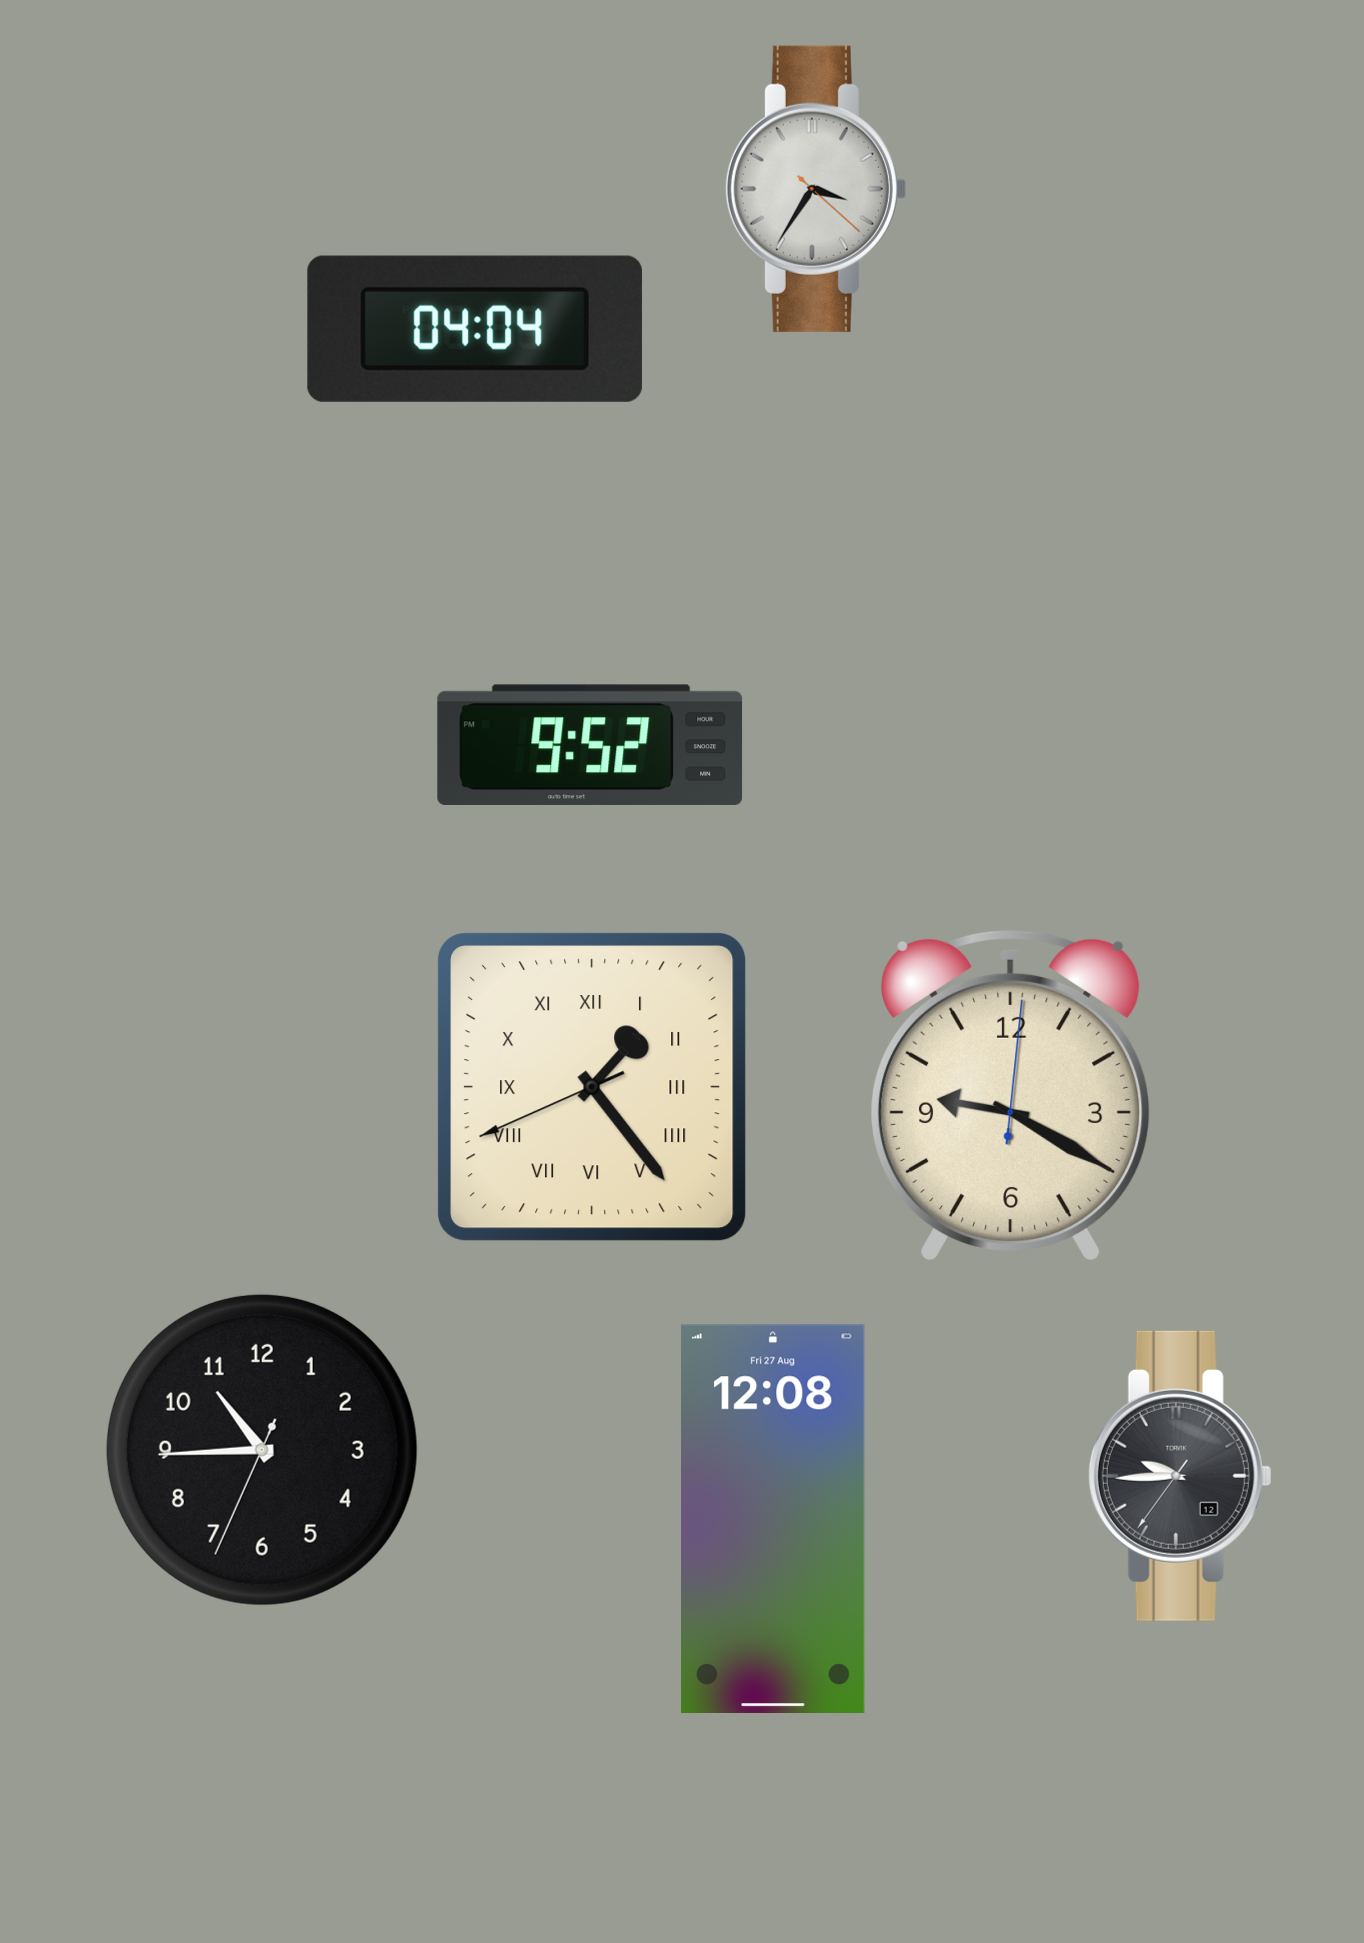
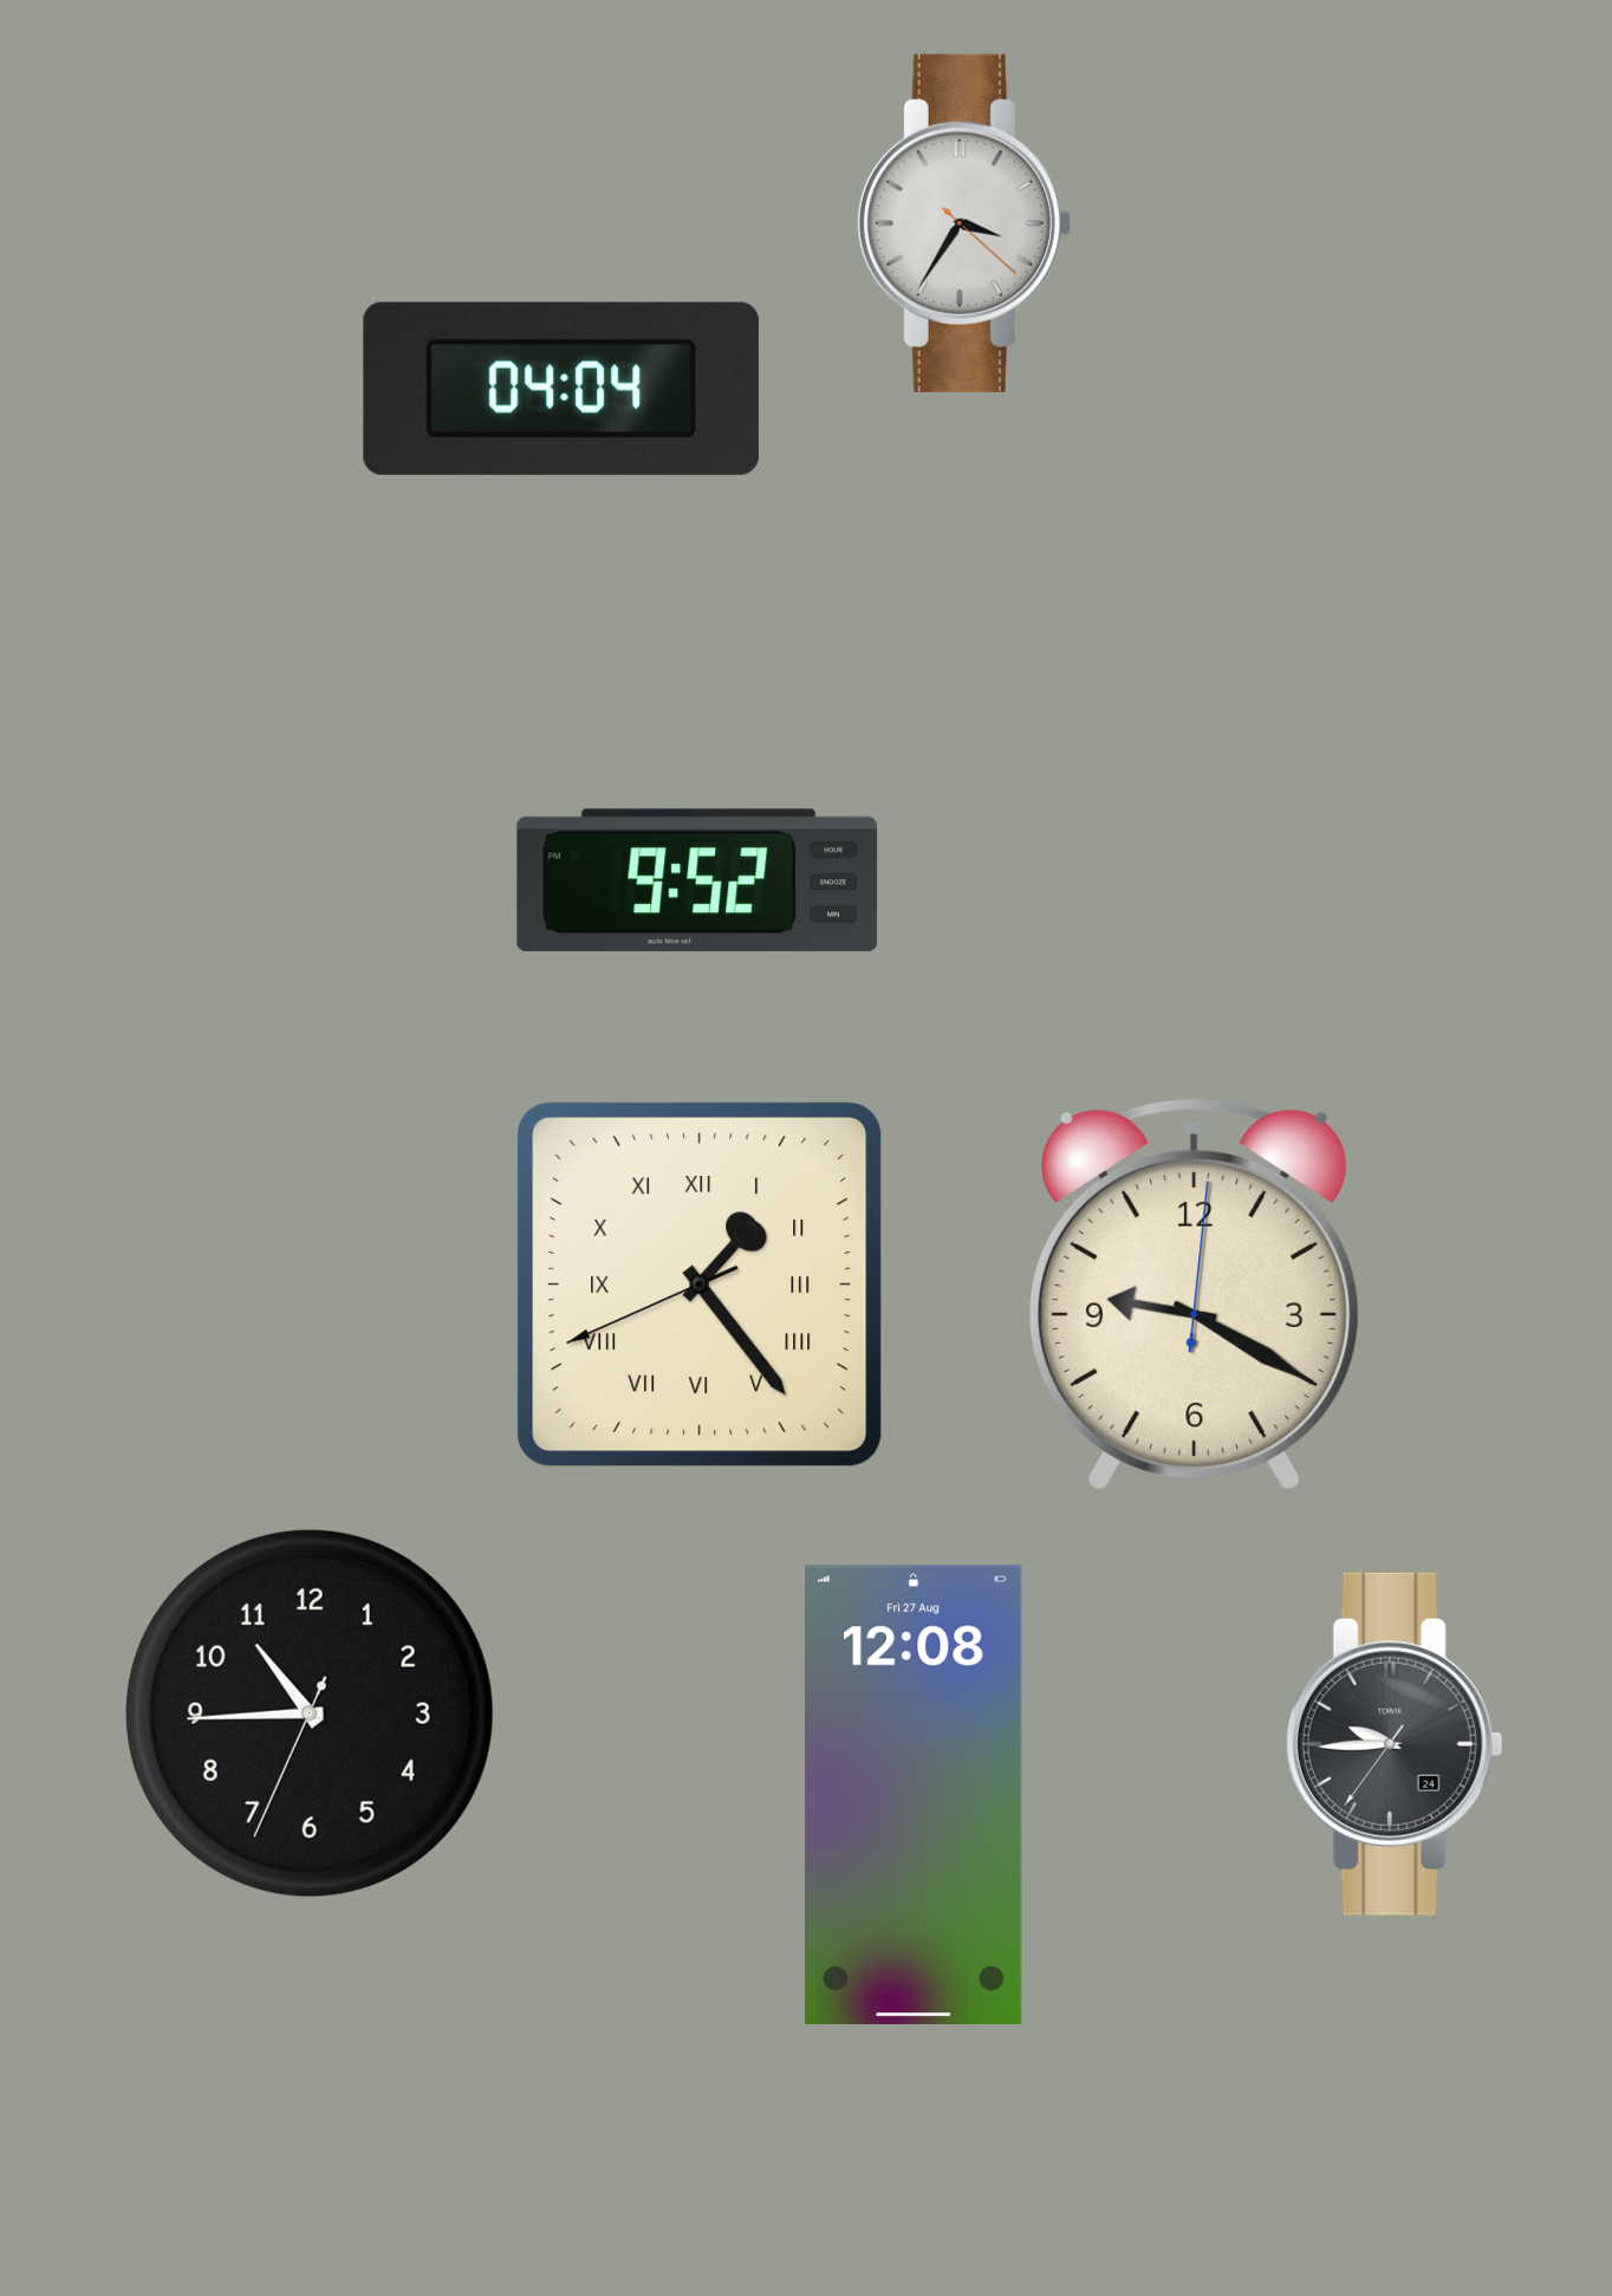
clock at (1180, 1476) date: 12 -> 24
